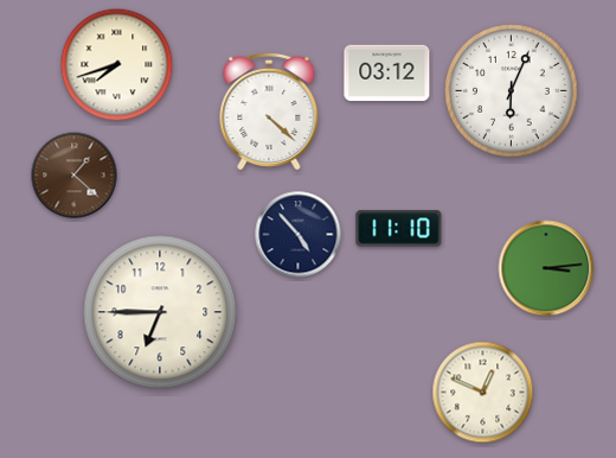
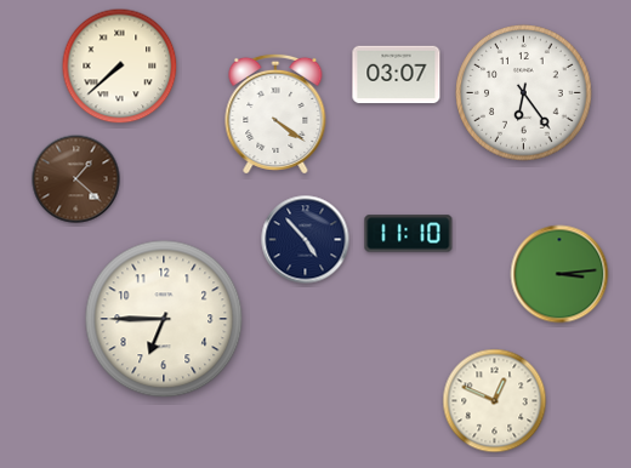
clock at (117, 65): 7:42 -> 7:38
clock at (387, 74): 03:12 -> 03:07
clock at (512, 91): 6:04 -> 6:24
clock at (269, 112): 4:22 -> 4:21
